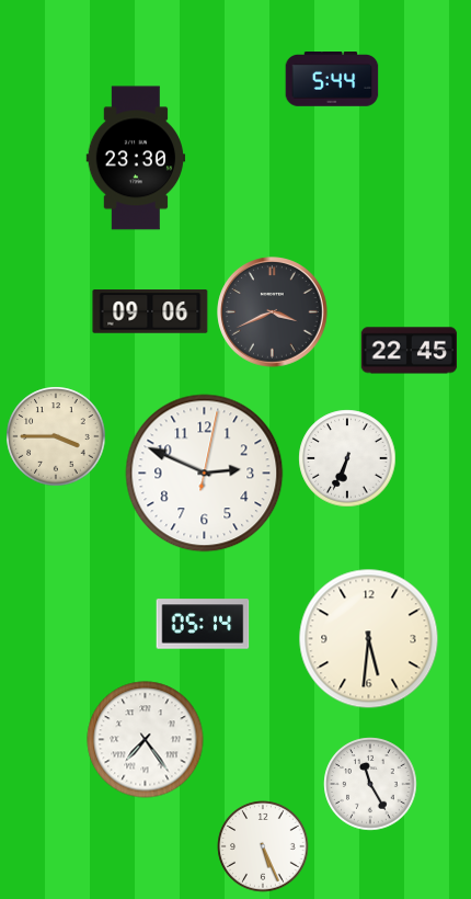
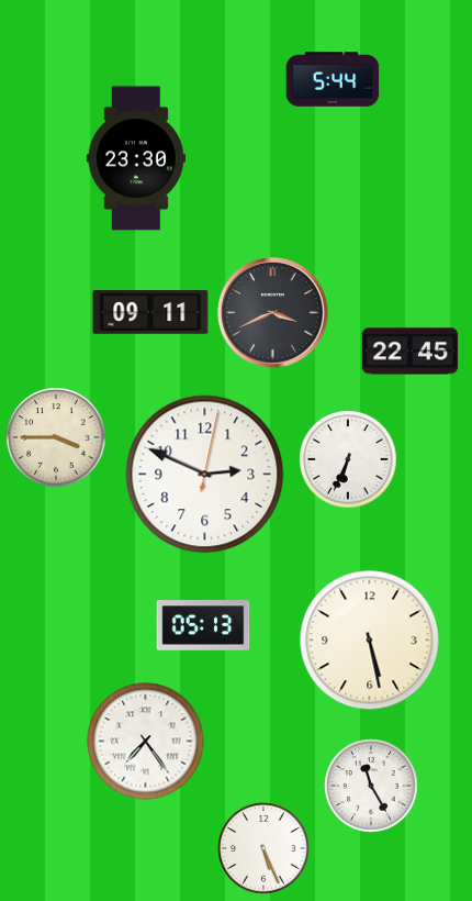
clock at (150, 311): 09:06 -> 09:11
clock at (203, 624): 05:14 -> 05:13
clock at (369, 639): 5:31 -> 5:28
